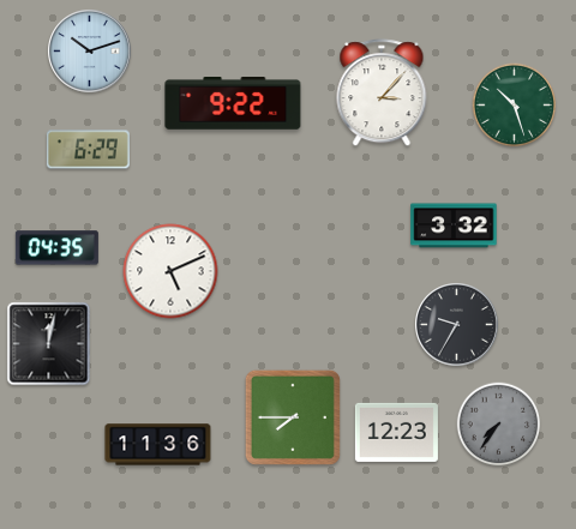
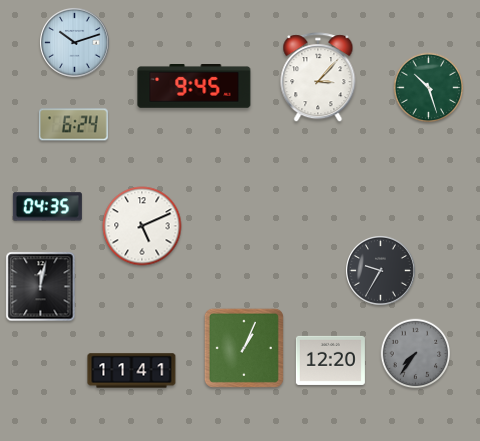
clock at (233, 103): 9:22 -> 9:45
clock at (88, 150): 6:29 -> 6:24
clock at (454, 226): 3:32 -> none
clock at (293, 417): 7:45 -> 1:04
clock at (396, 432): 12:23 -> 12:20
clock at (158, 445): 11:36 -> 11:41
